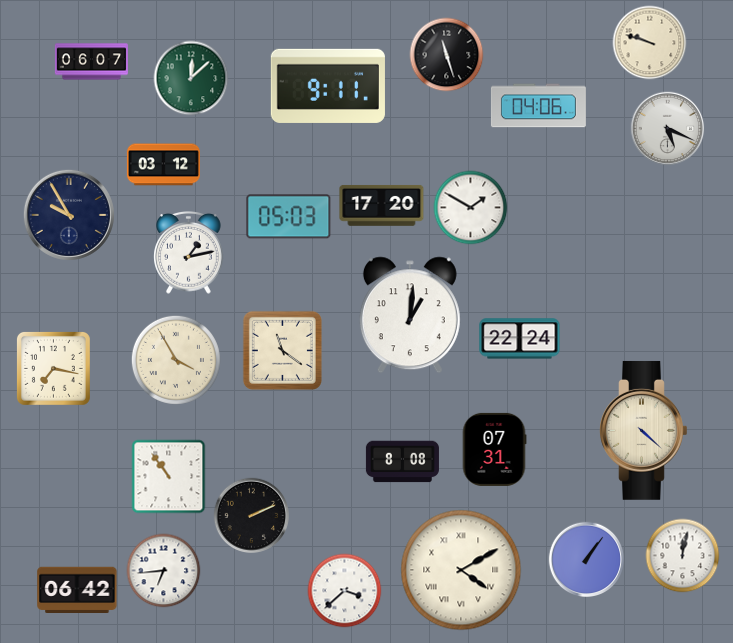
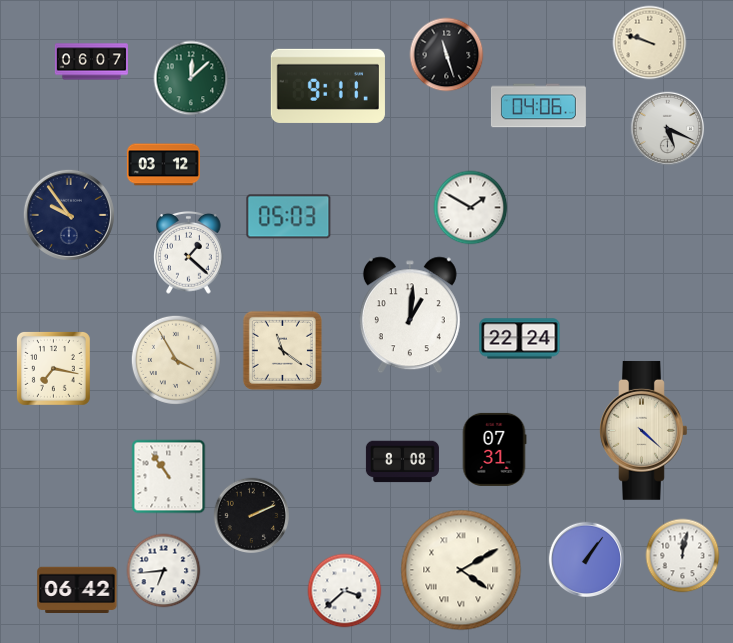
clock at (382, 205): 17:20 -> none
clock at (69, 215): 9:55 -> 9:54
clock at (189, 253): 1:13 -> 1:22
